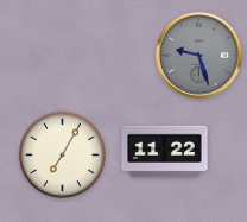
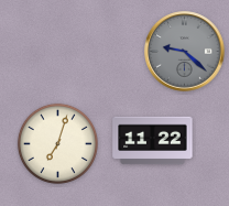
clock at (199, 56): 9:27 -> 9:22
clock at (62, 154): 7:05 -> 7:03
